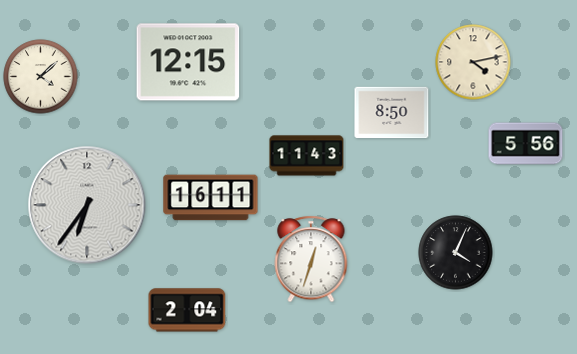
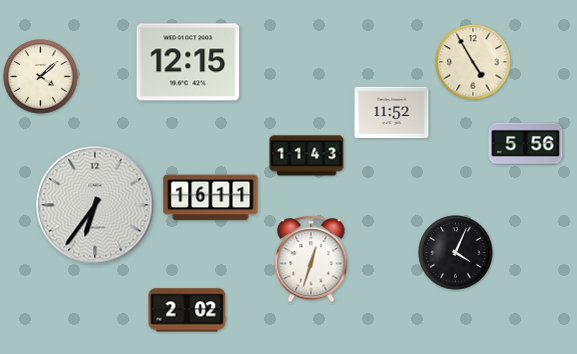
clock at (473, 62): 4:13 -> 4:55
clock at (392, 113): 8:50 -> 11:52
clock at (87, 205) position: (87, 205) -> (95, 205)
clock at (187, 310): 2:04 -> 2:02
